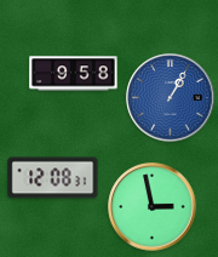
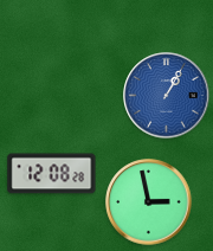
clock at (74, 74): 9:58 -> none
clock at (53, 178): 12:08:31 -> 12:08:28
